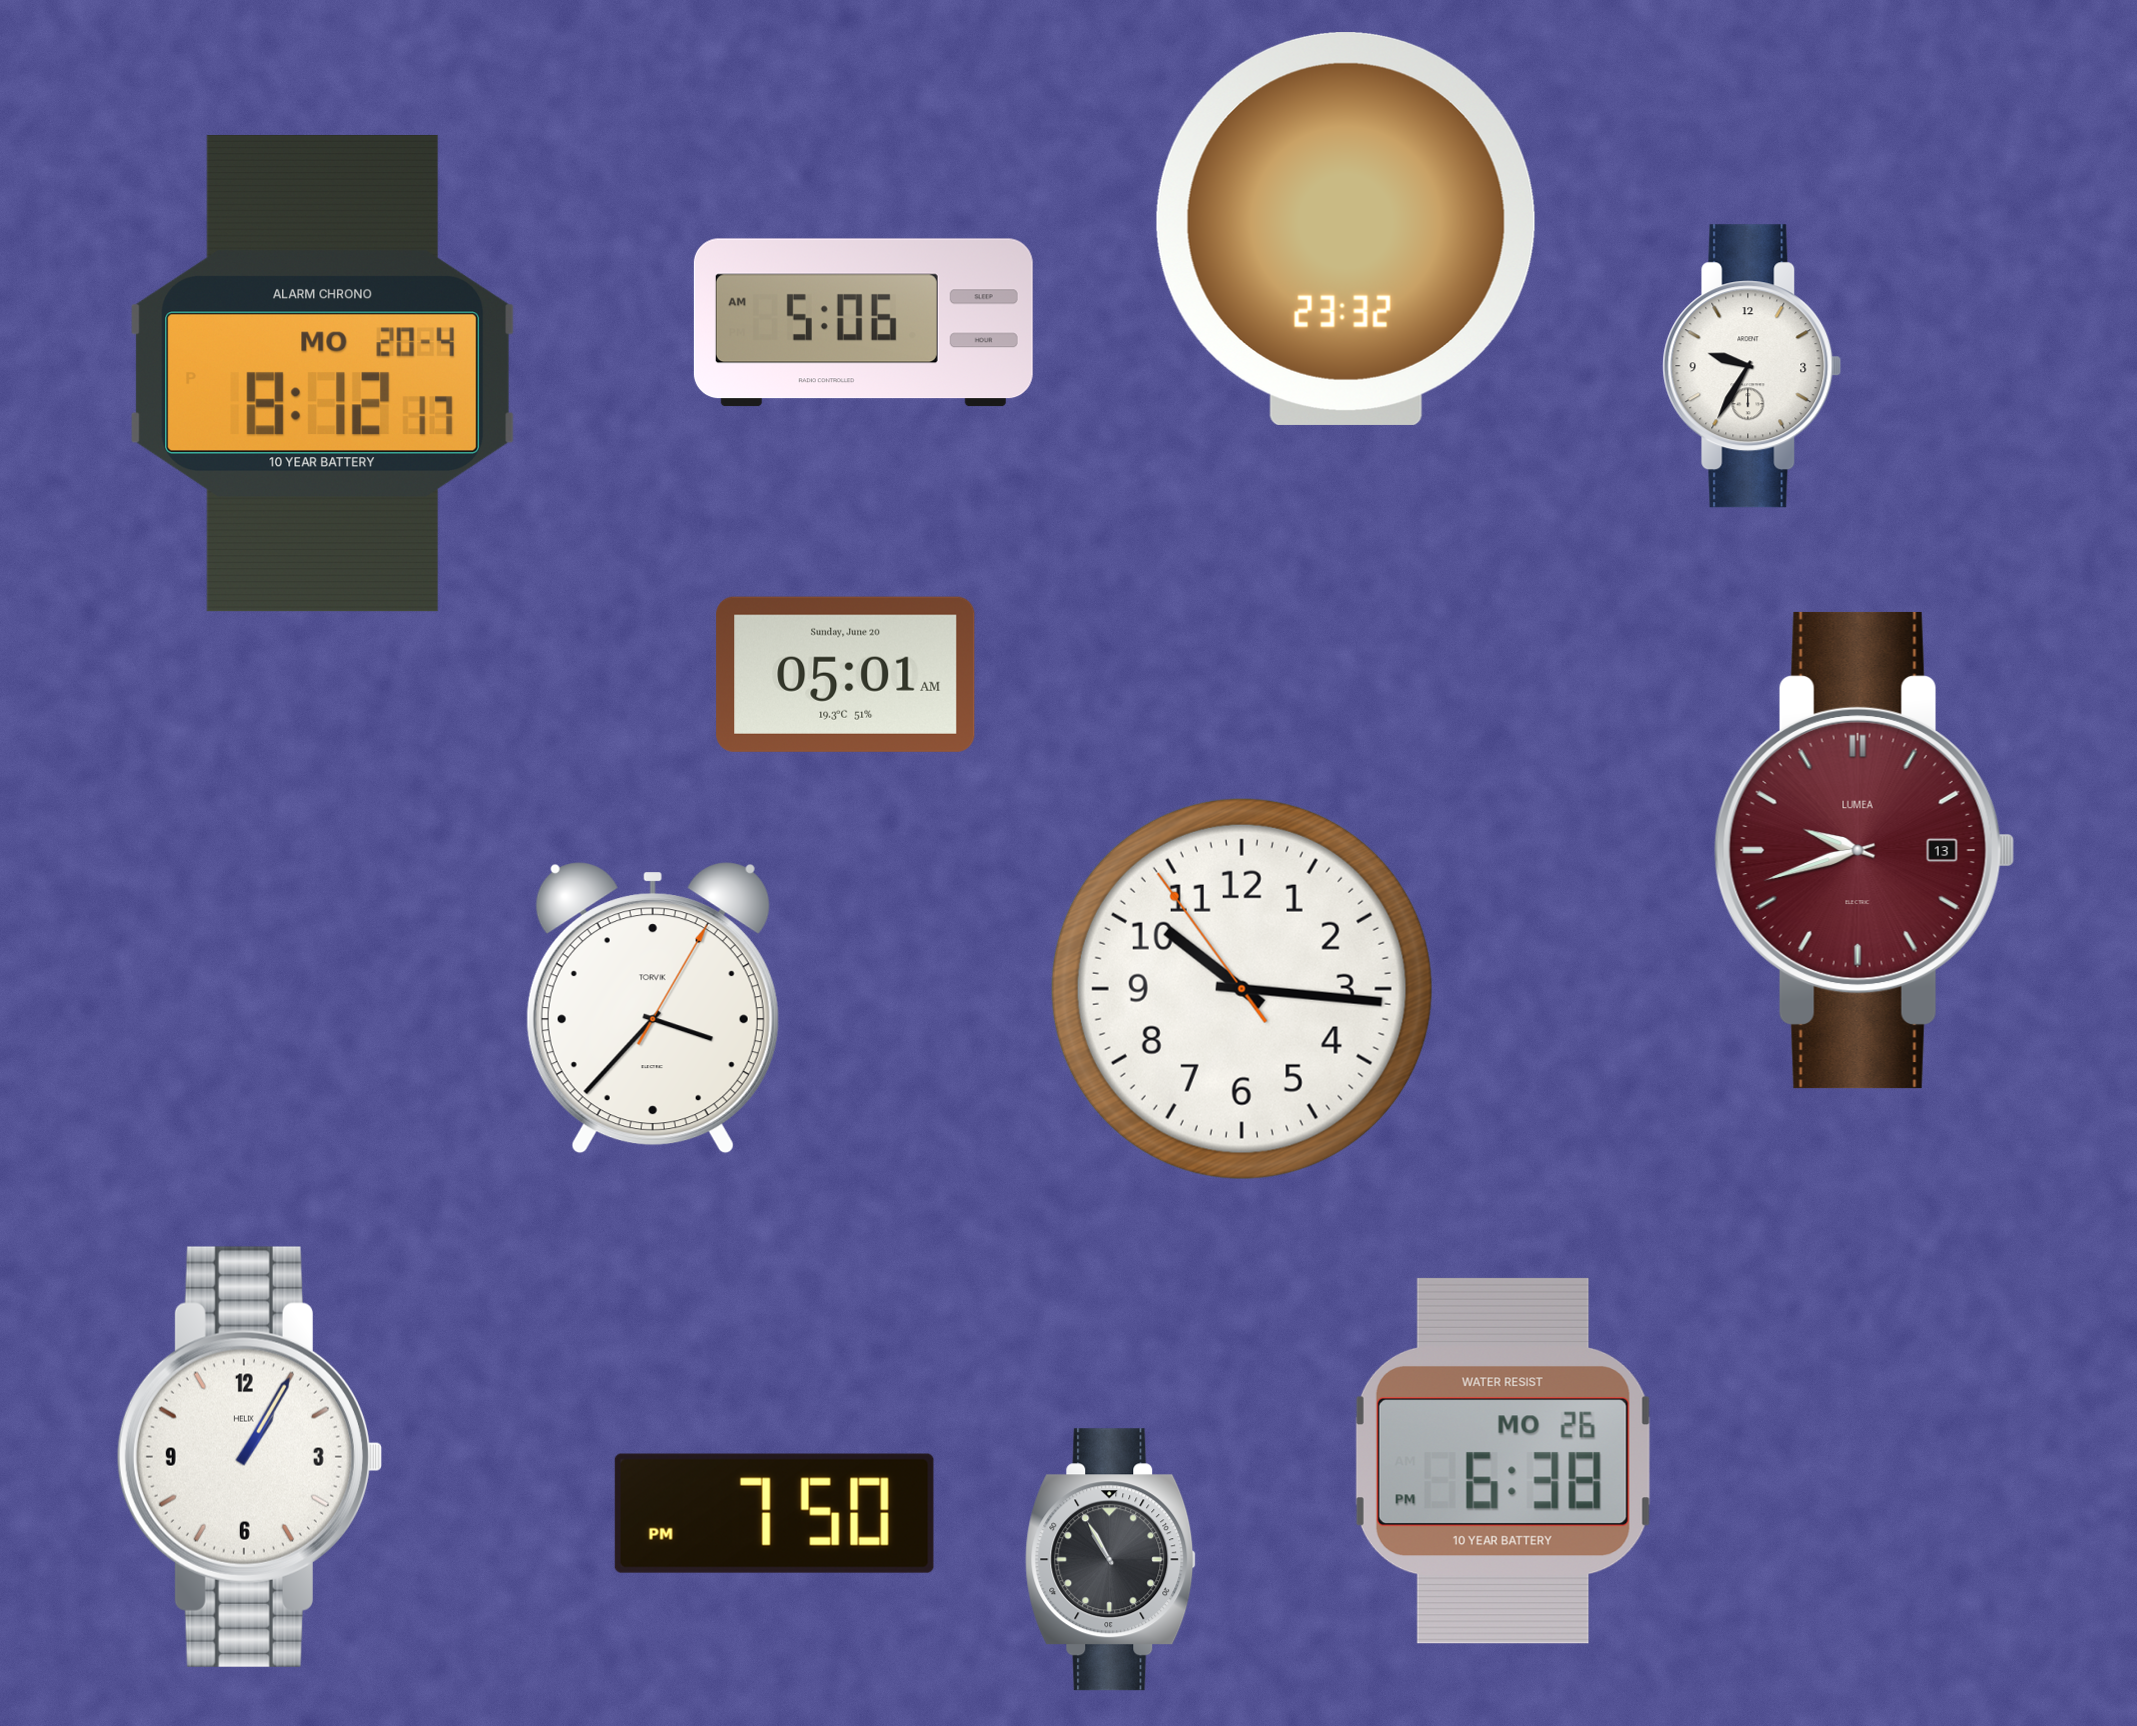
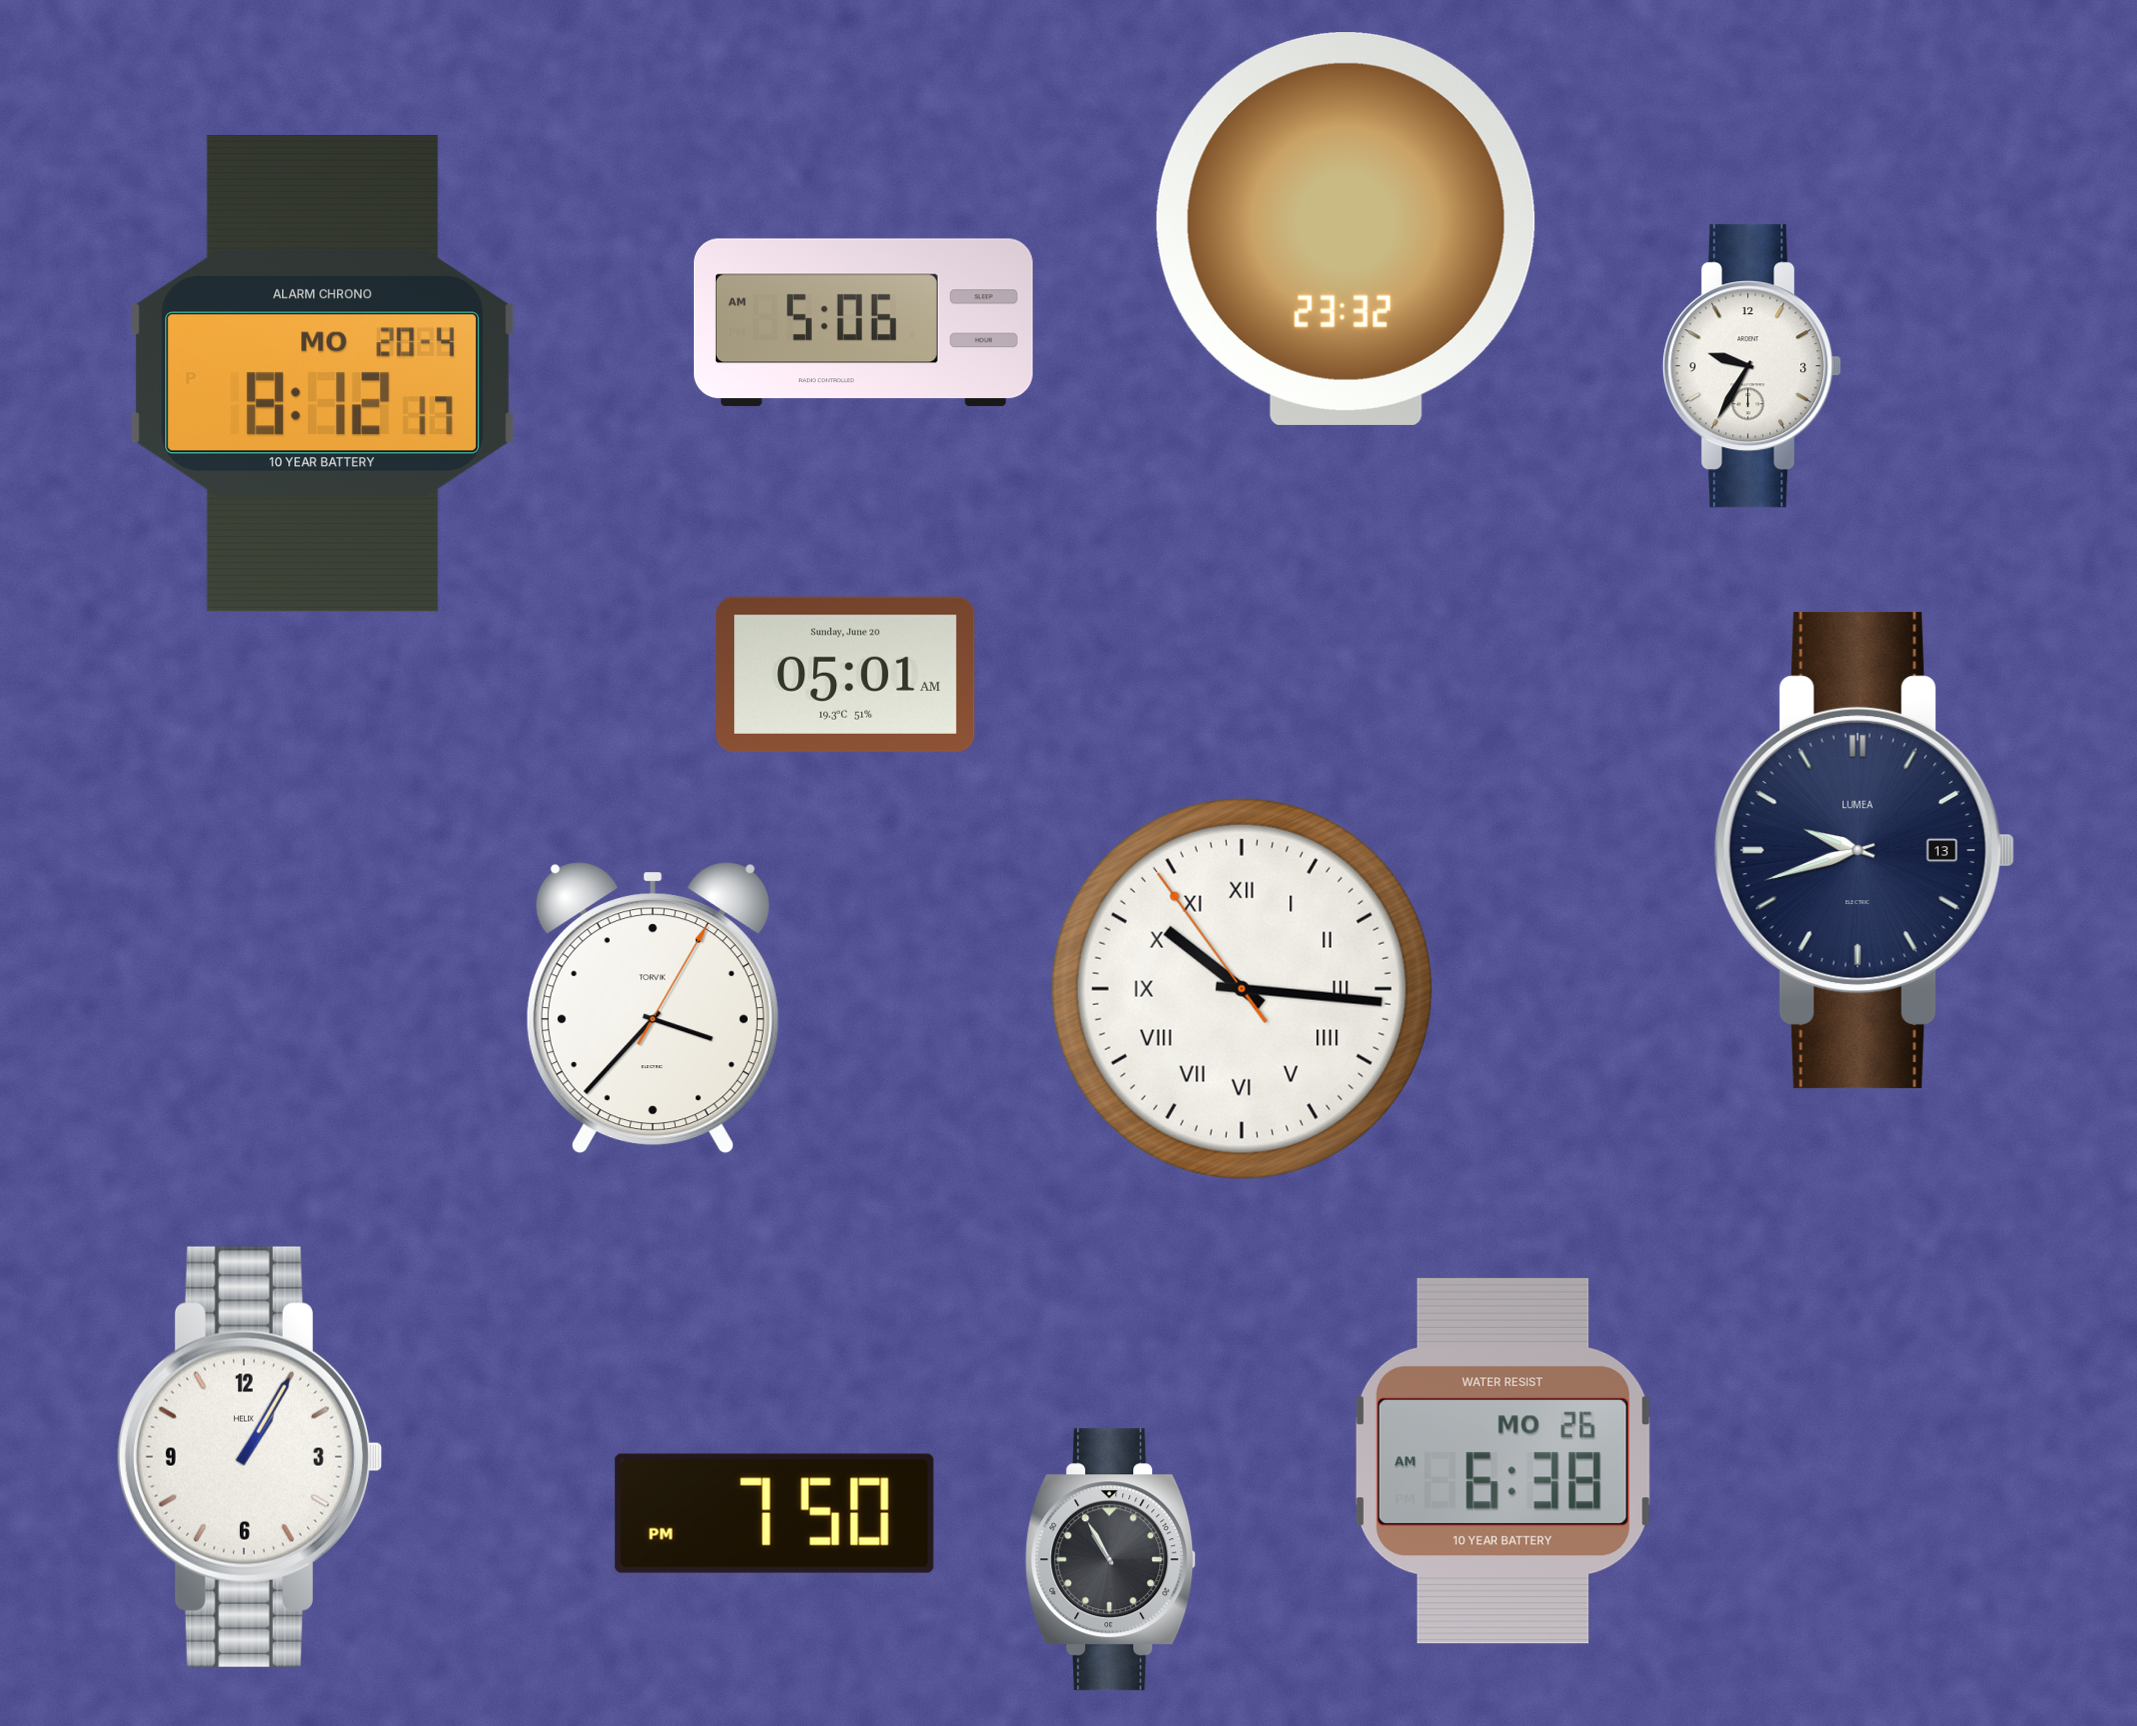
clock at (1864, 850) dial: burgundy -> navy
clock at (1242, 989) numerals: Arabic -> Roman
clock at (1503, 1461): 6:38 PM -> 6:38 AM
